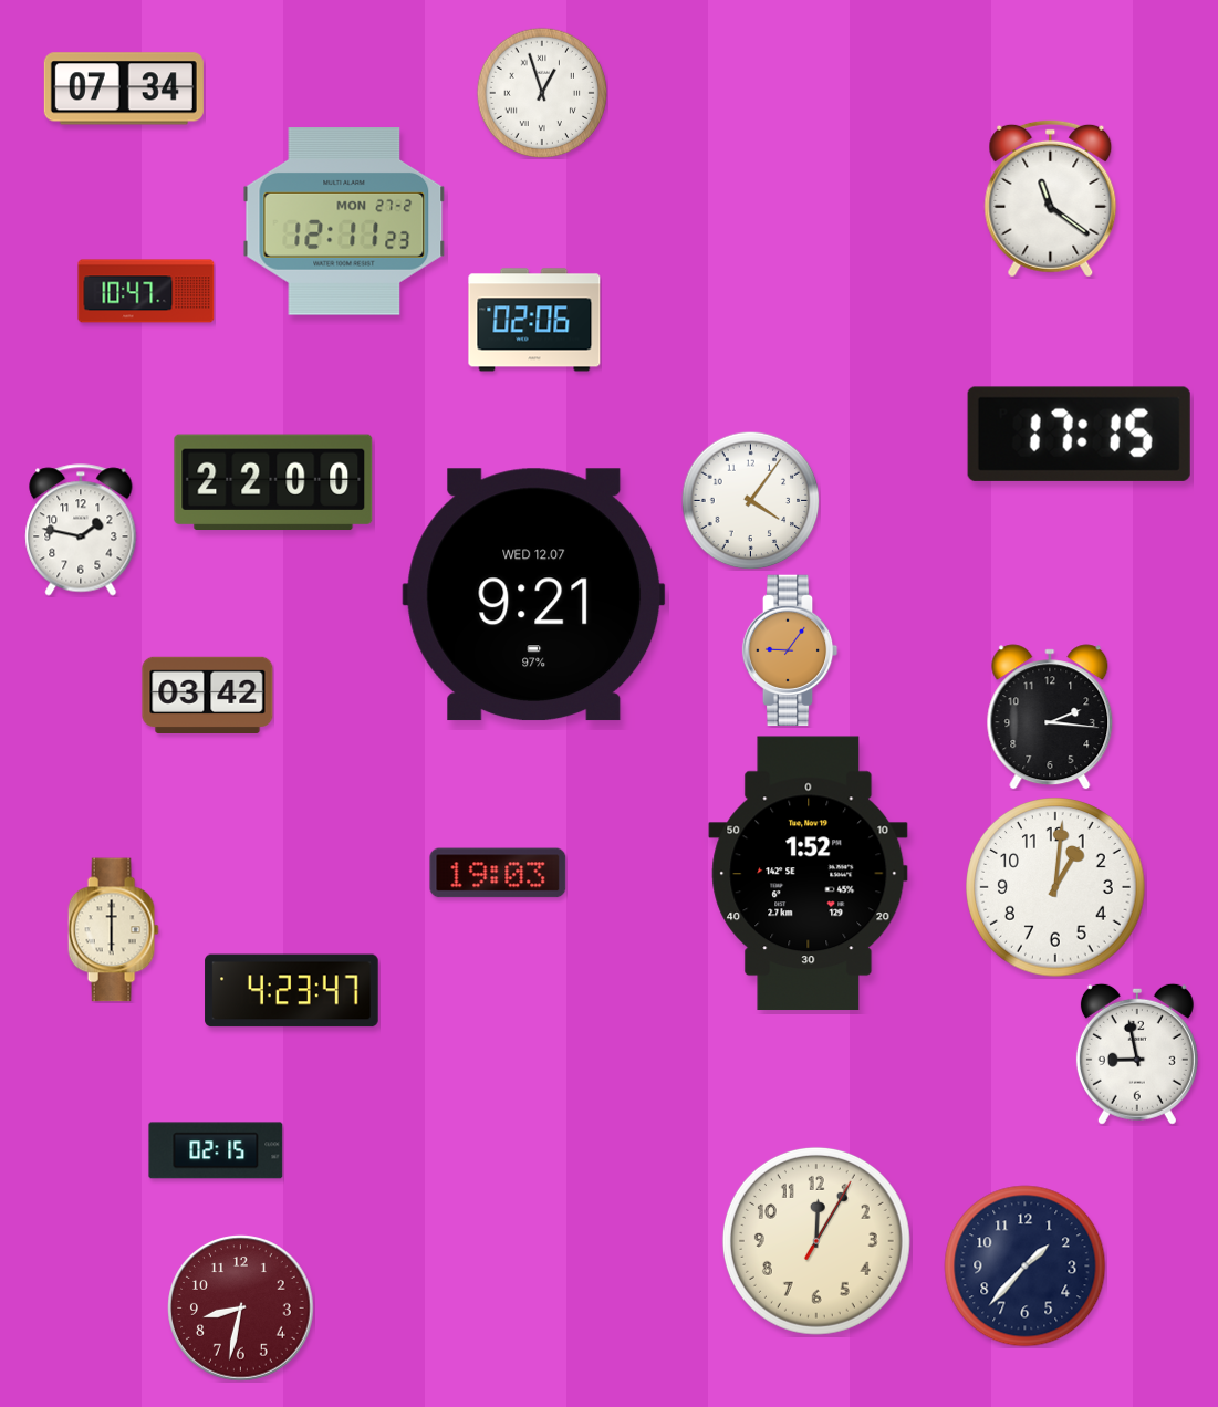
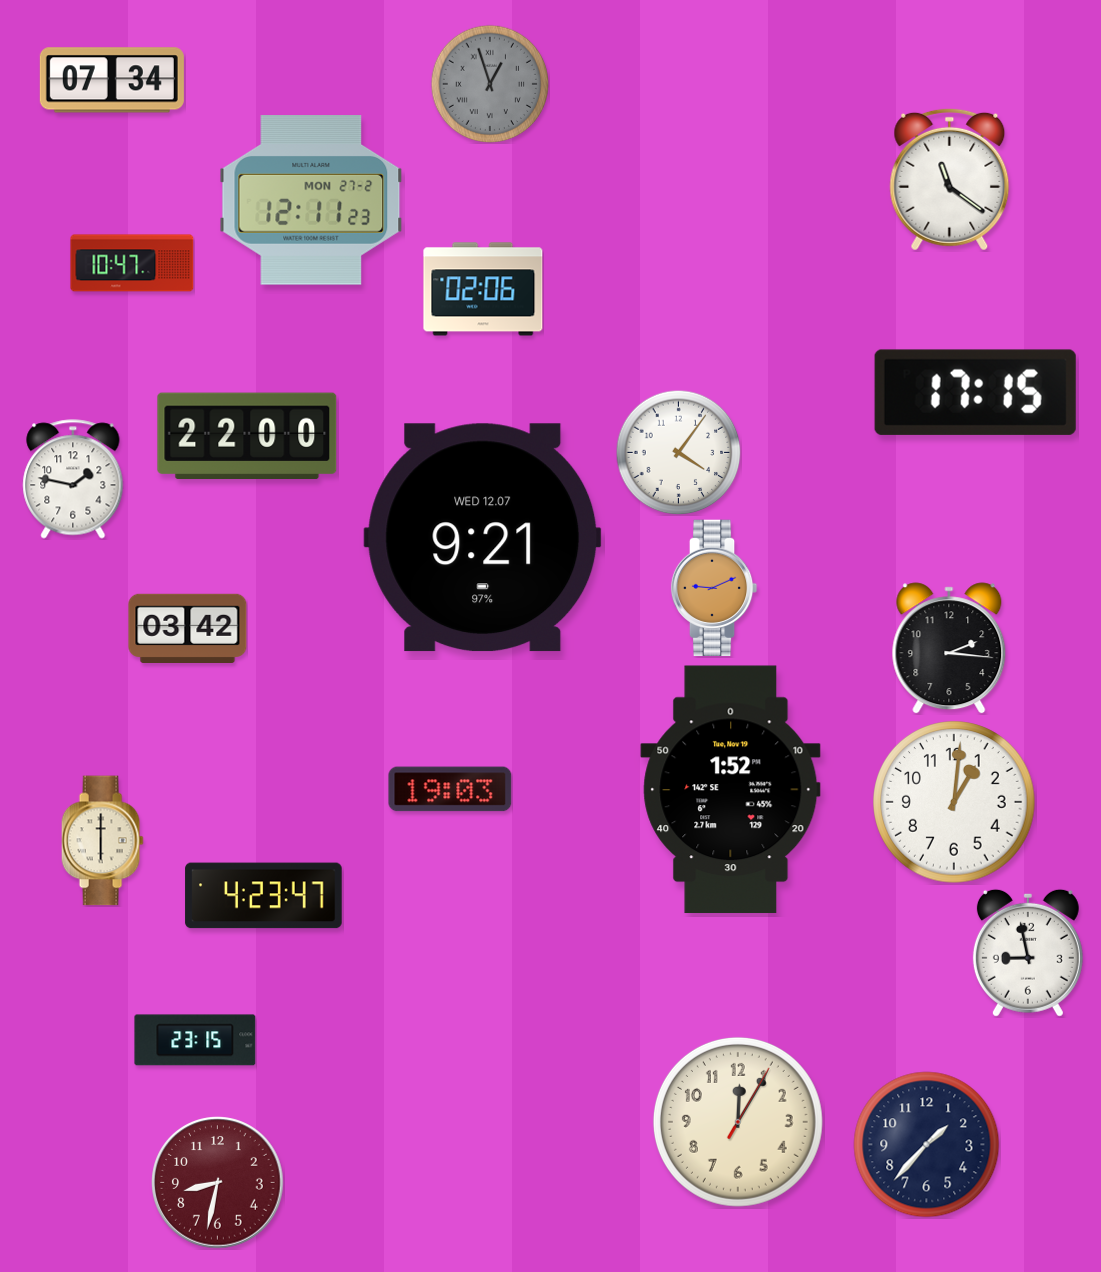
clock at (541, 92) dial: white -> grey
clock at (790, 650): 9:06 -> 9:11
clock at (216, 1150): 02:15 -> 23:15
